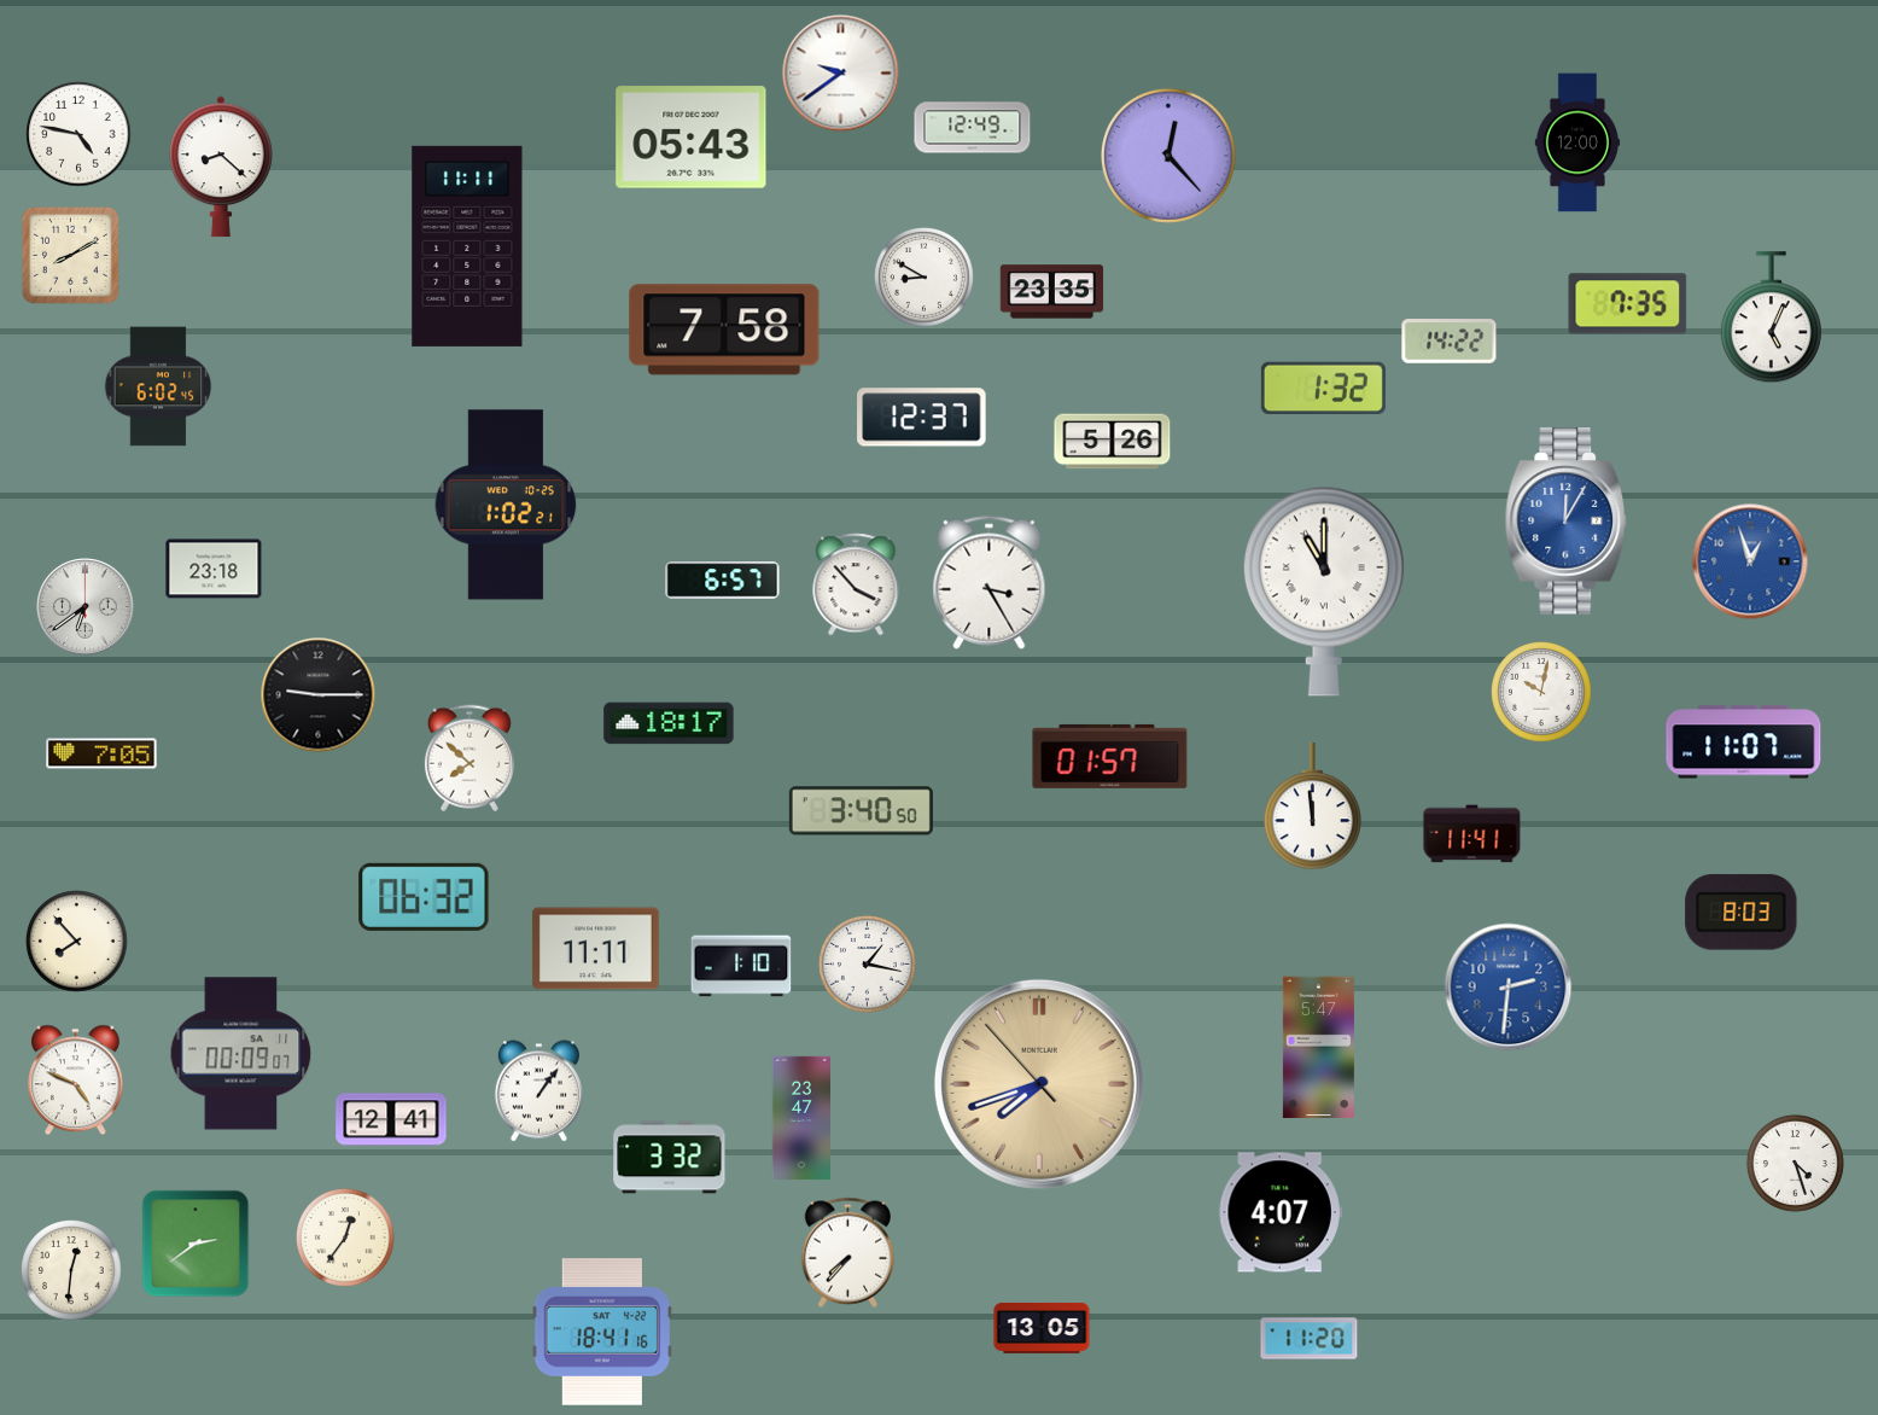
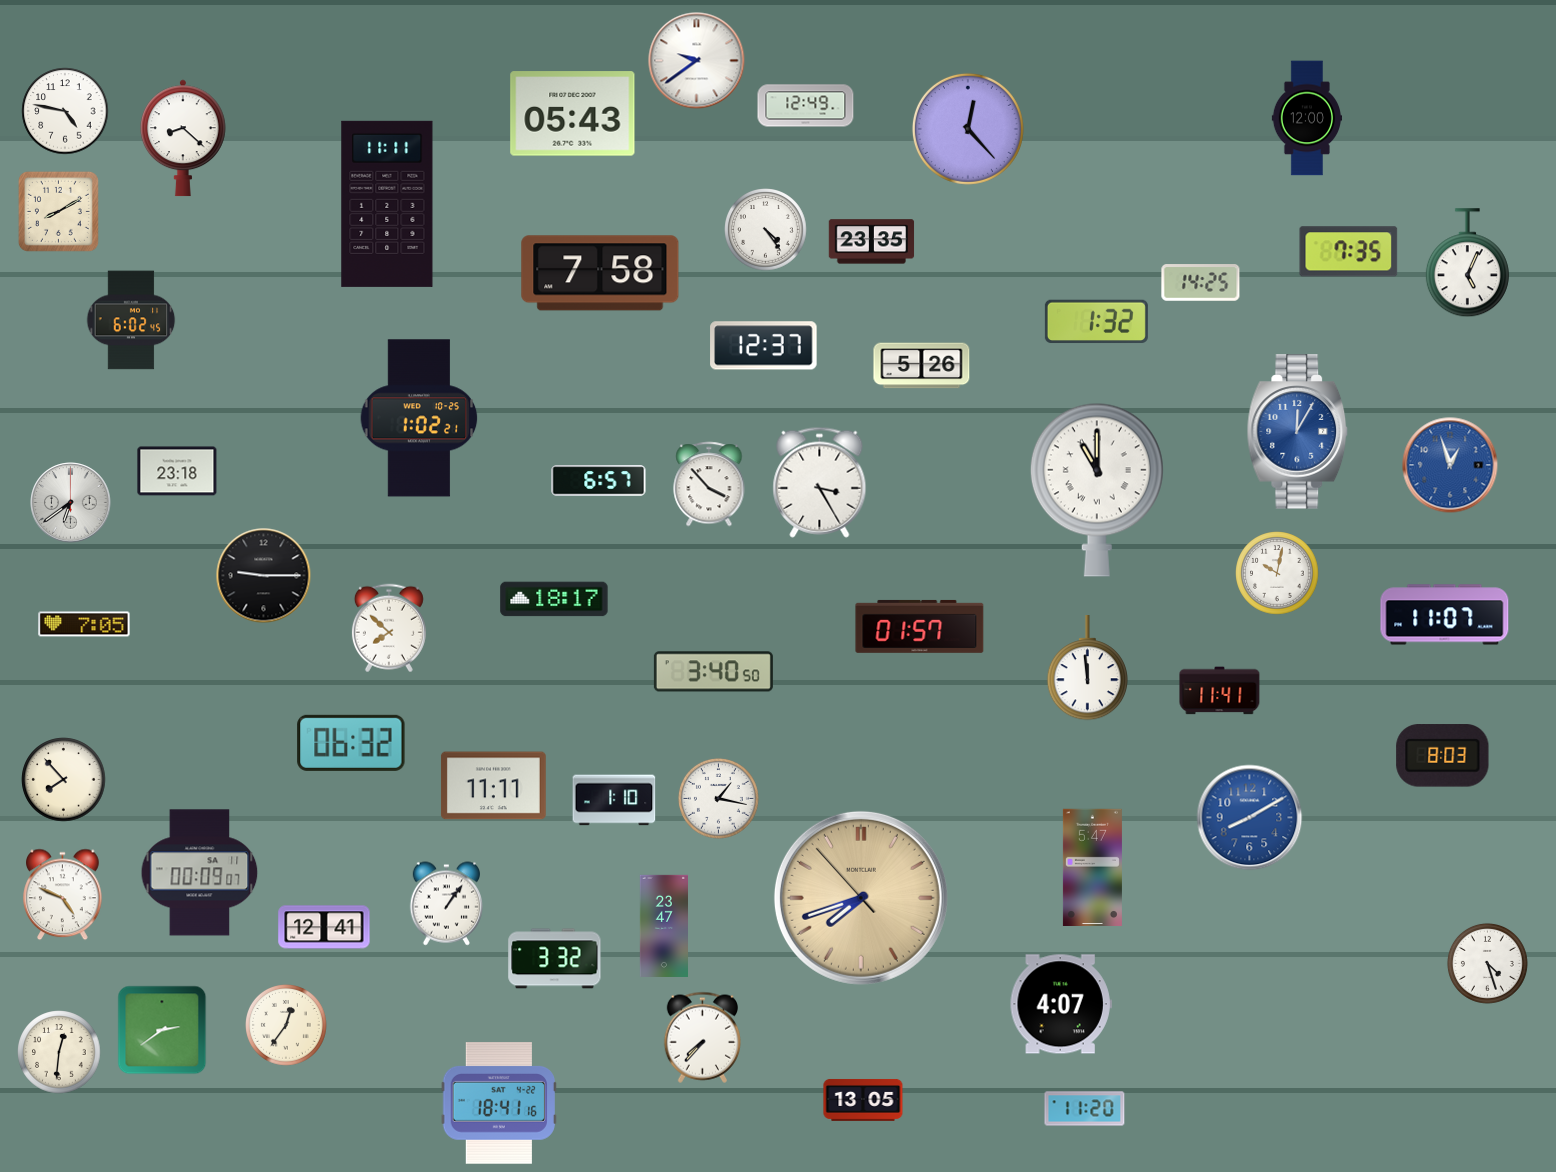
clock at (925, 278): 8:50 -> 4:24
clock at (1450, 342): 14:22 -> 14:25
clock at (1509, 988): 2:31 -> 8:10
